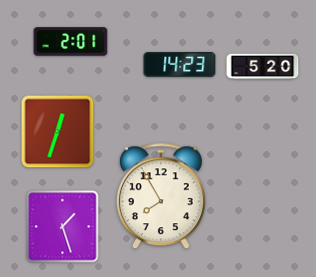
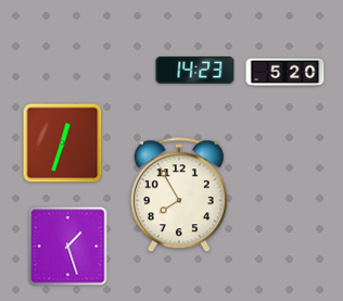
clock at (71, 42): 2:01 -> none
clock at (161, 197) position: (161, 197) -> (179, 196)
